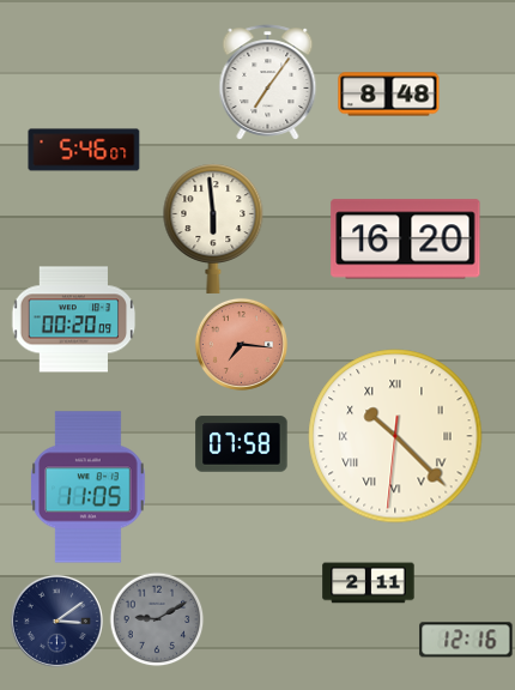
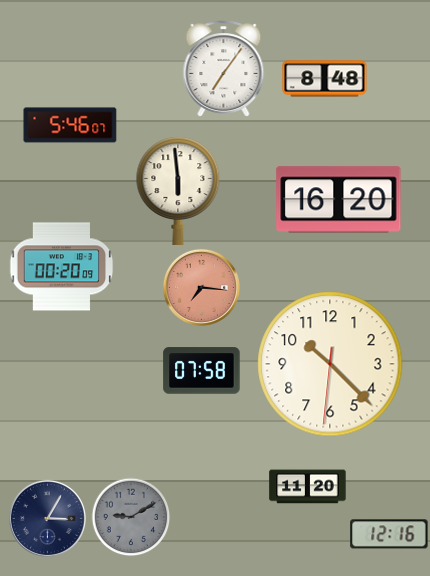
clock at (395, 436) numerals: Roman -> Arabic
clock at (89, 488): 11:05 -> none
clock at (369, 583): 2:11 -> 11:20
clock at (56, 621): 3:09 -> 3:05
